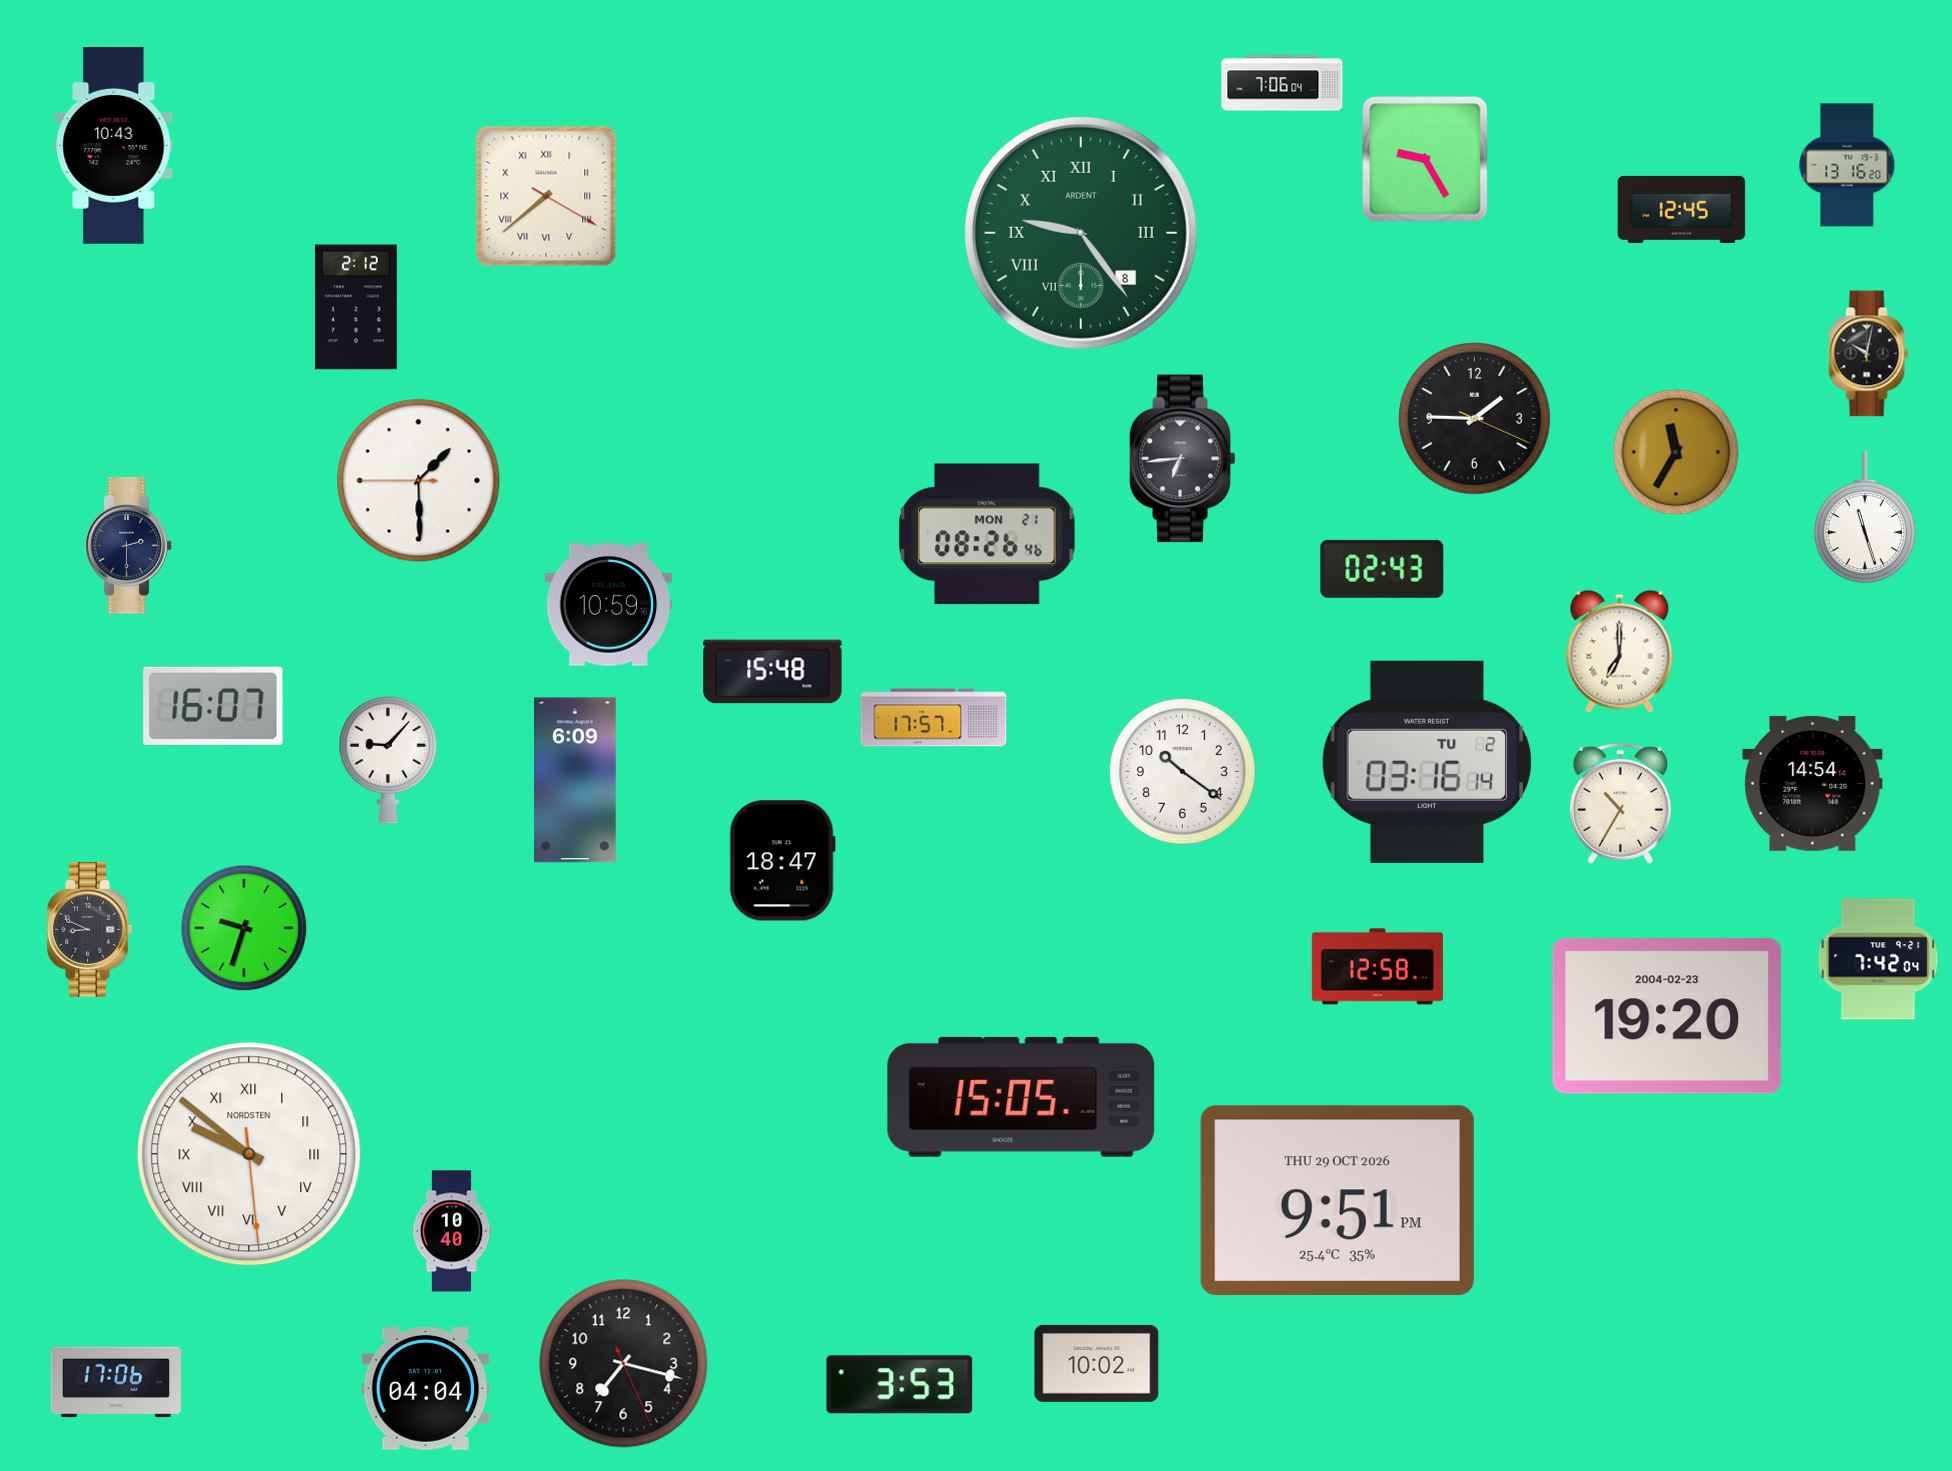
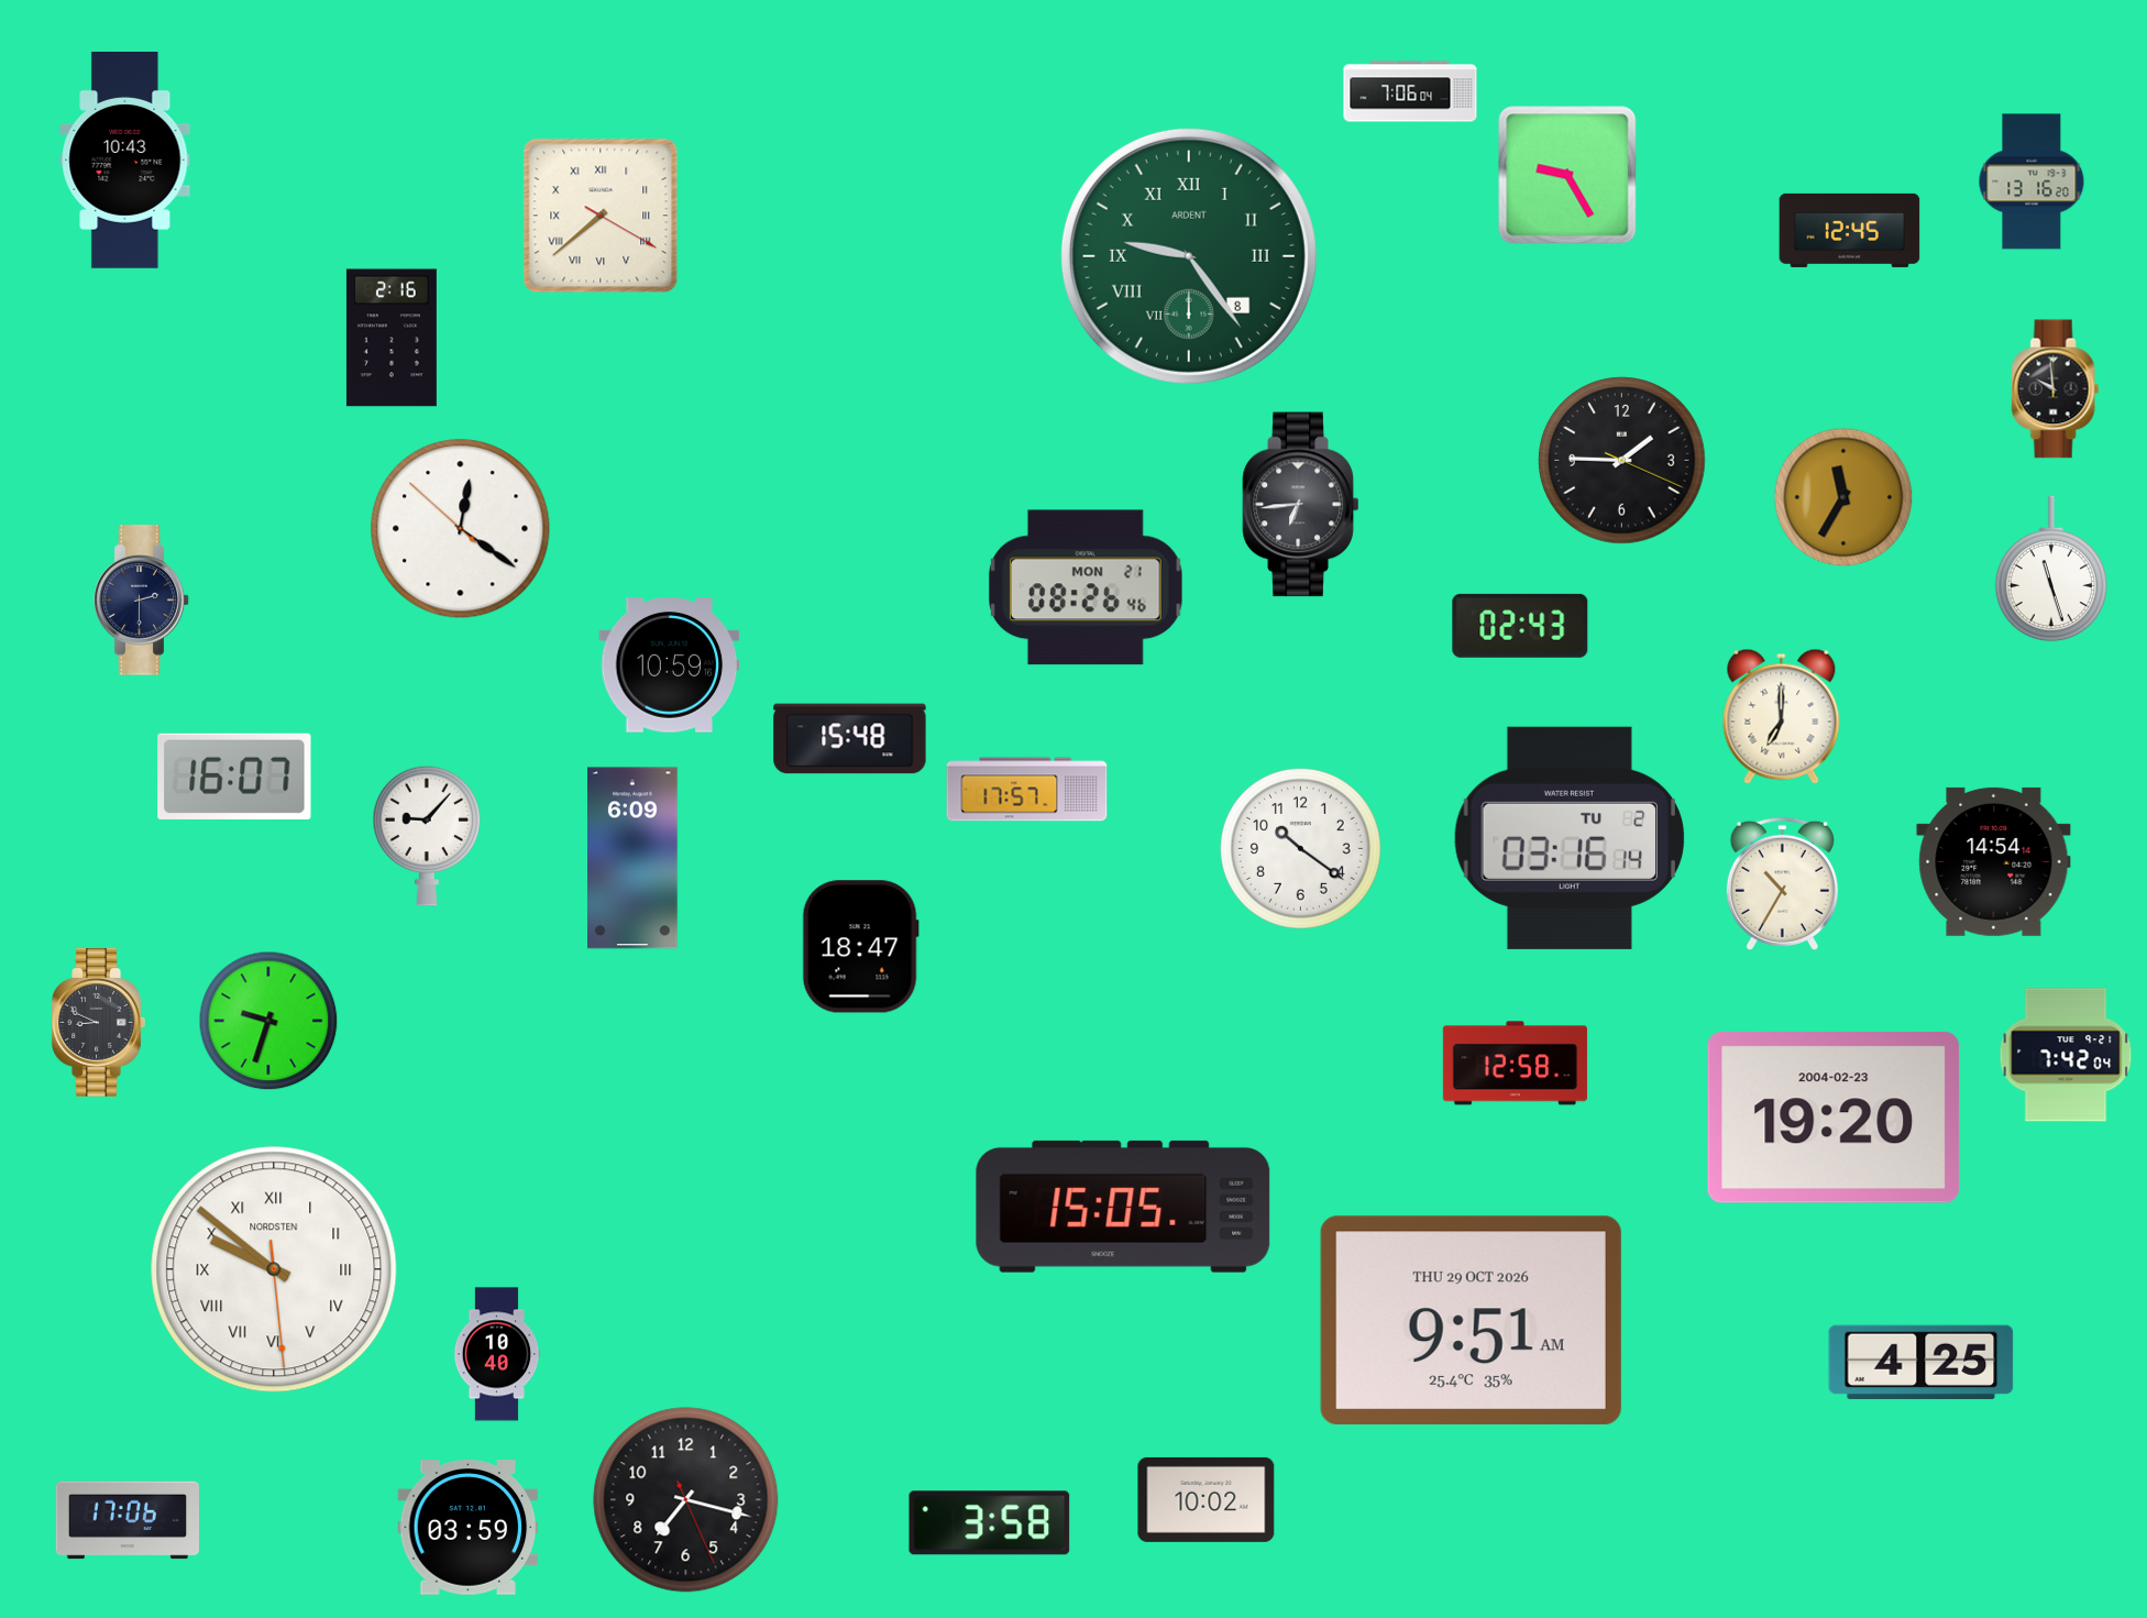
clock at (356, 307): 2:12 -> 2:16
clock at (1869, 354): 10:02 -> 9:59
clock at (419, 481): 1:29 -> 12:20
clock at (1337, 1201): 9:51 PM -> 9:51 AM
clock at (1922, 1363): none -> 4:25
clock at (900, 1385): 3:53 -> 3:58
clock at (426, 1389): 04:04 -> 03:59
